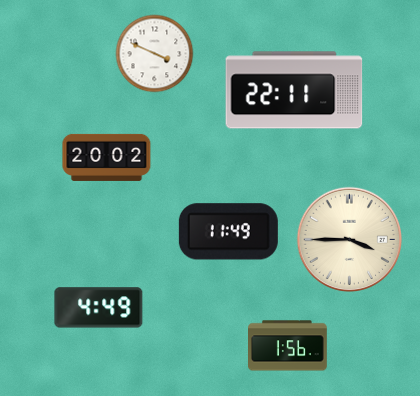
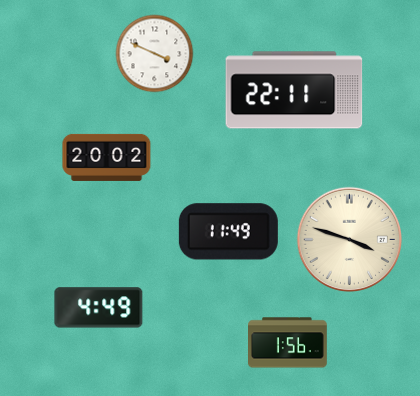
clock at (350, 240): 3:45 -> 3:48
clock at (288, 346) position: (288, 346) -> (288, 343)
